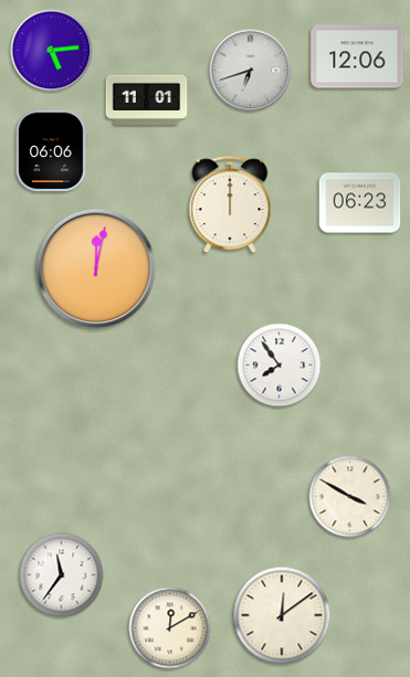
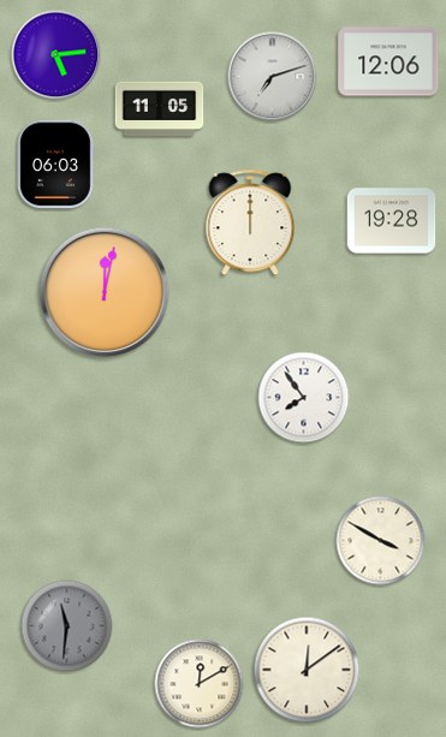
clock at (251, 71): 6:42 -> 7:12
clock at (147, 99): 11:01 -> 11:05
clock at (51, 151): 06:06 -> 06:03
clock at (360, 203): 06:23 -> 19:28
clock at (62, 575): 11:36 -> 11:31
clock at (62, 575) dial: white -> grey
clock at (170, 628) position: (170, 628) -> (200, 684)
